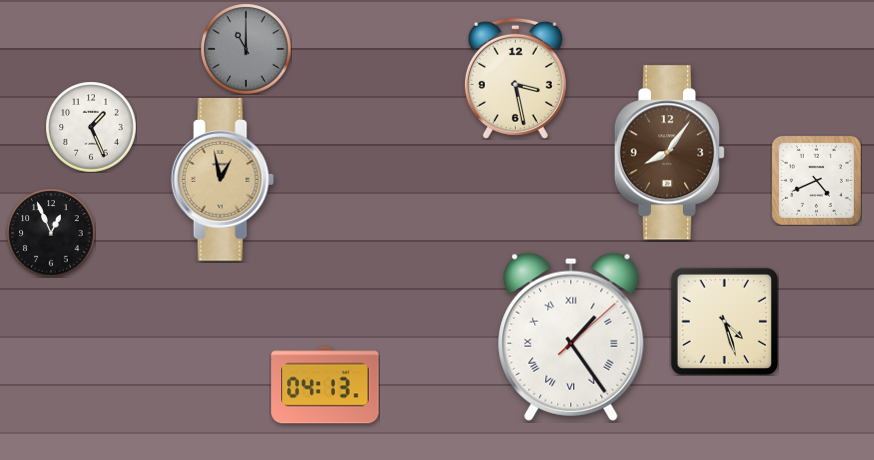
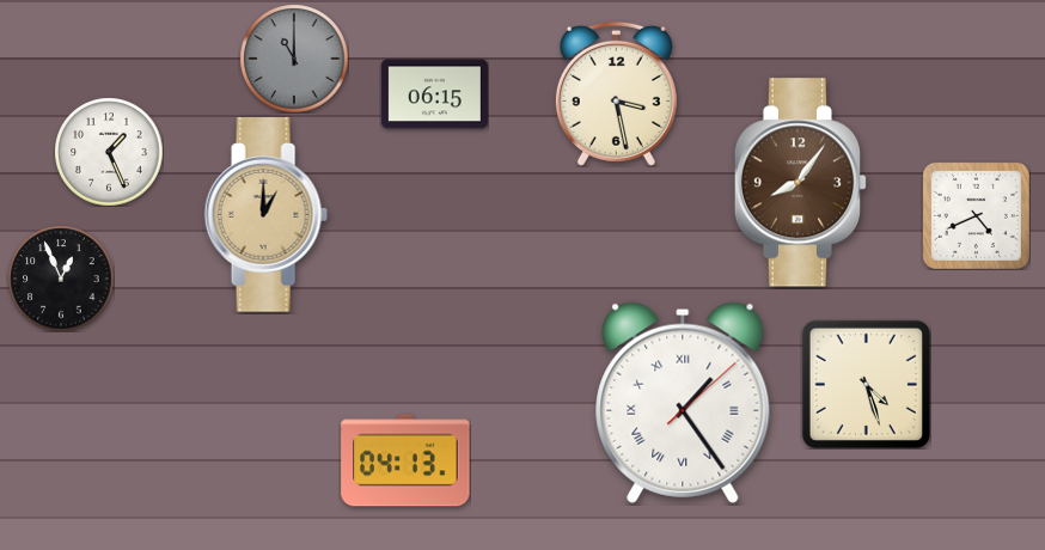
clock at (434, 94): none -> 06:15
clock at (222, 180): 12:58 -> 1:00
clock at (325, 385) position: (325, 385) -> (405, 460)
